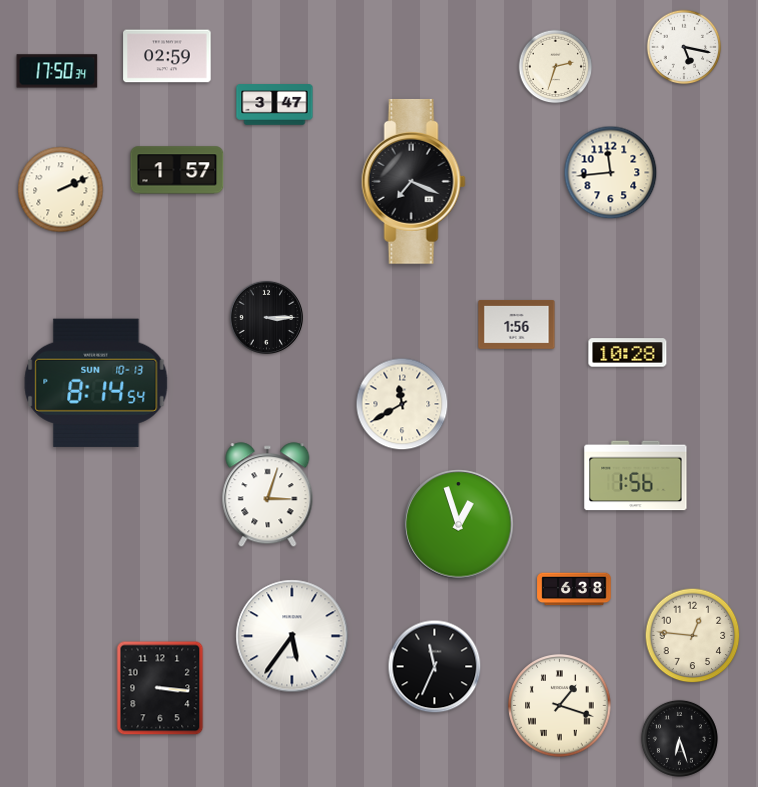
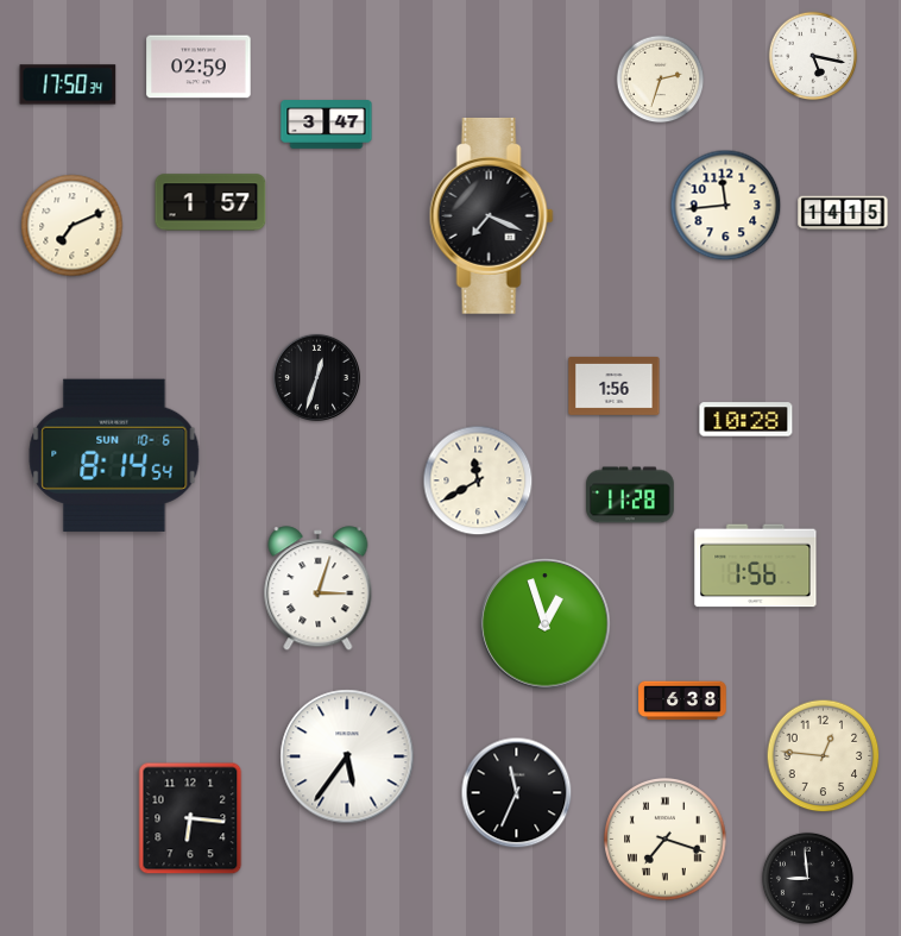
clock at (843, 213): none -> 14:15
clock at (61, 190): 2:11 -> 7:11
clock at (266, 317): 3:15 -> 12:33
clock at (96, 383) date: SUN 10-13 -> SUN 10-6
clock at (630, 495): none -> 11:28
clock at (160, 688): 3:16 -> 6:16
clock at (560, 706): 1:18 -> 7:18
clock at (679, 738): 6:27 -> 8:59
